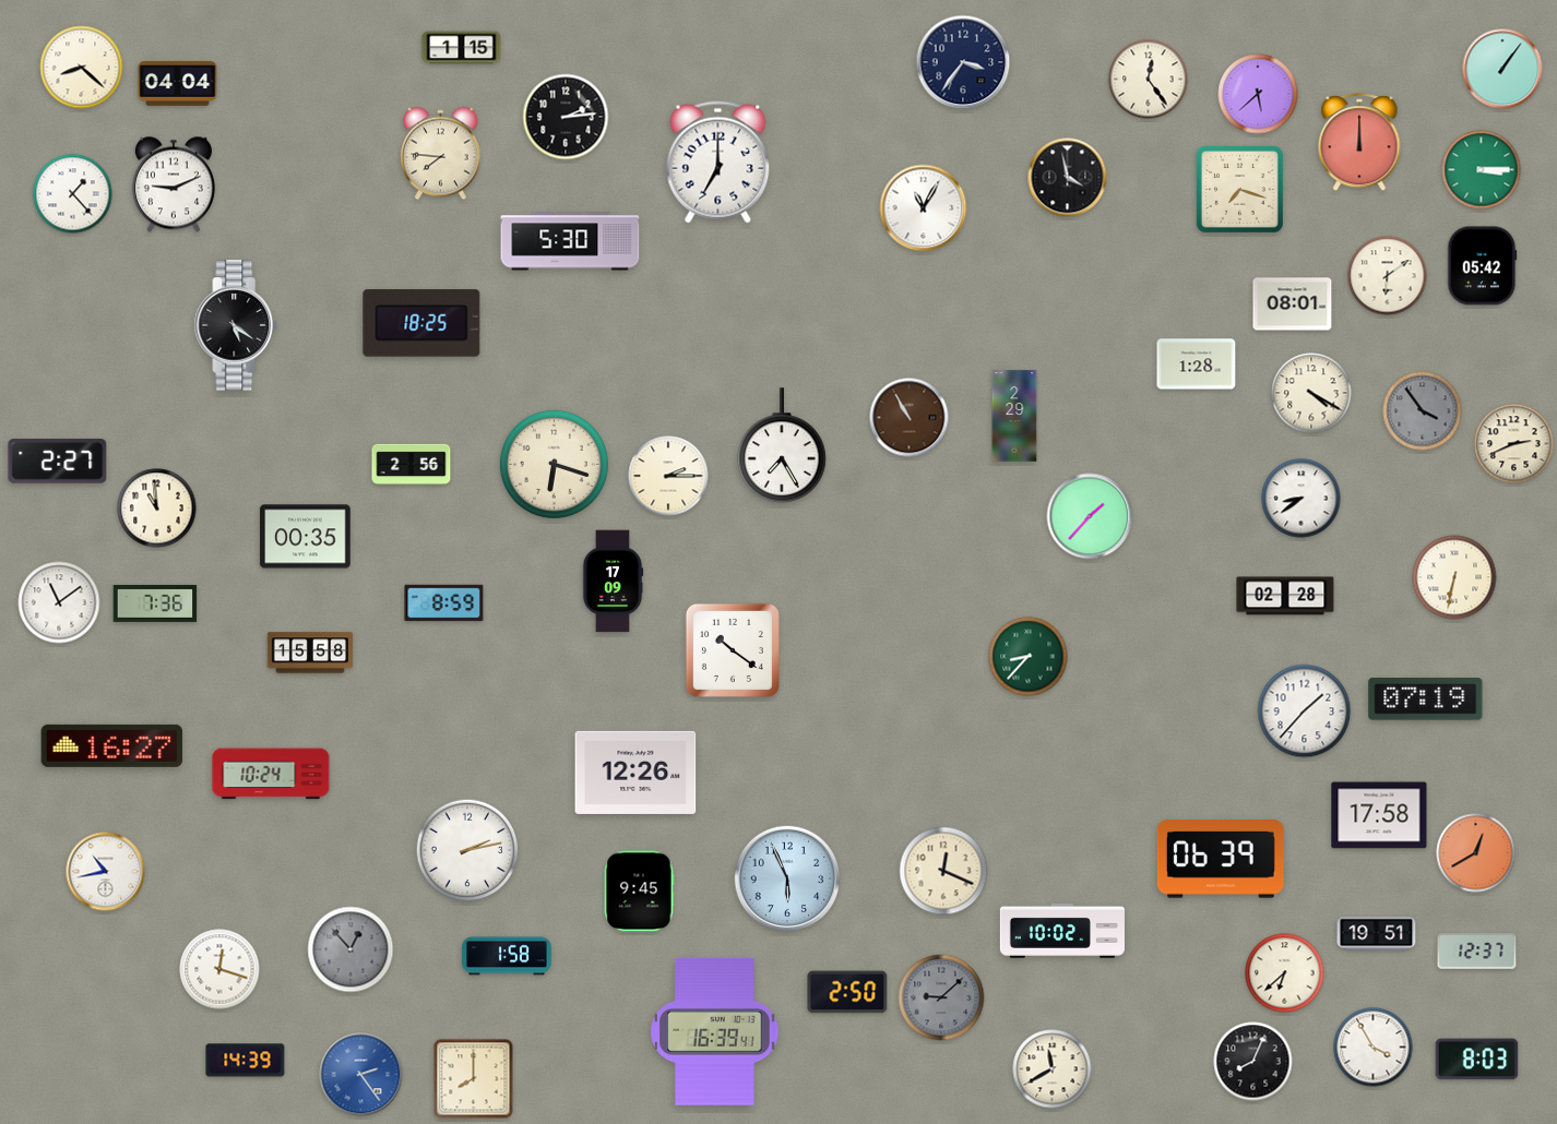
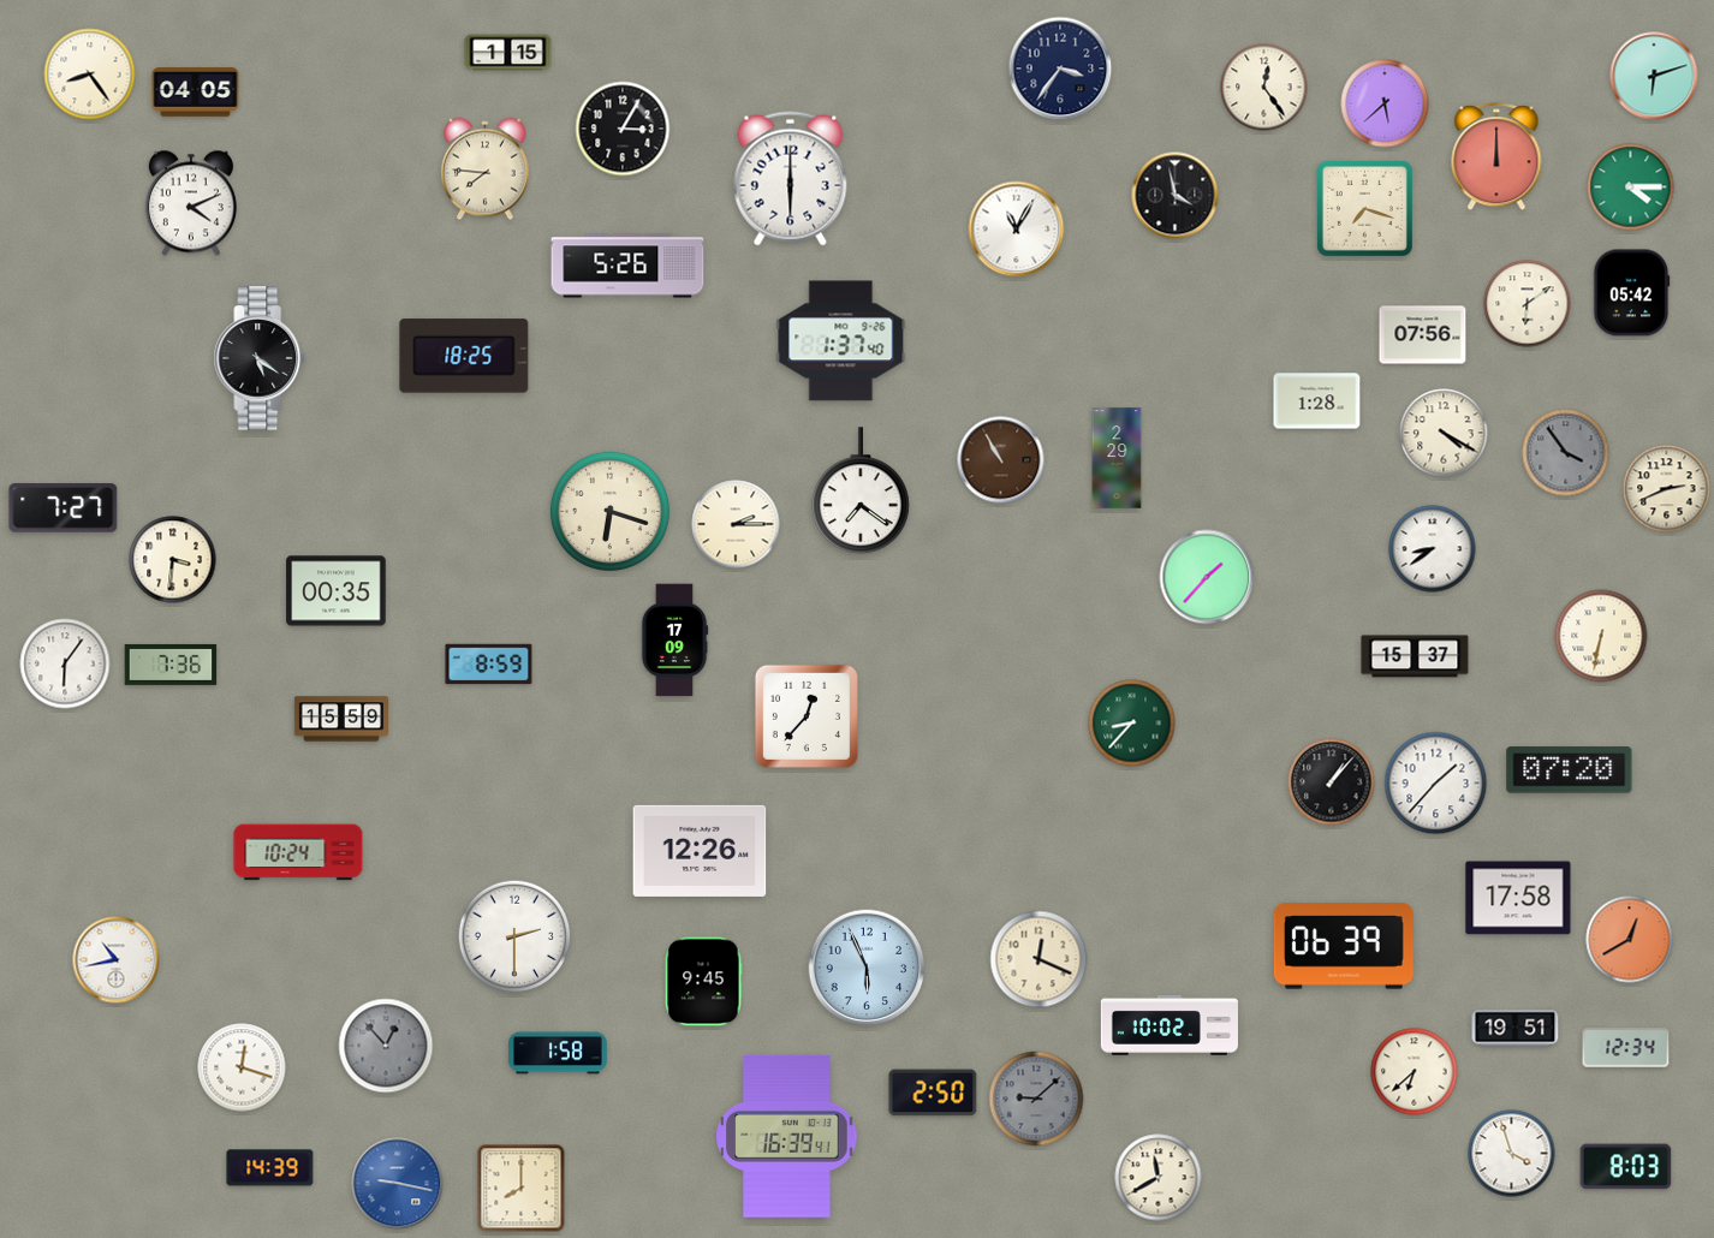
clock at (82, 68): 8:22 -> 8:24
clock at (1502, 69): 1:06 -> 6:12
clock at (178, 84): 04:04 -> 04:05
clock at (566, 117): 2:14 -> 3:05
clock at (718, 163): 7:00 -> 6:00
clock at (1482, 170): 3:15 -> 4:15
clock at (174, 184): 9:11 -> 4:11
clock at (73, 194): 1:23 -> none
clock at (570, 241): 5:30 -> 5:26
clock at (1293, 304): 08:01 -> 07:56
clock at (841, 341): none -> 1:37
clock at (783, 445): 7:25 -> 7:21
clock at (58, 462): 2:27 -> 7:27
clock at (412, 465): 2:56 -> none
clock at (157, 509): 10:59 -> 3:31
clock at (1090, 516) position: (1090, 516) -> (1207, 577)
clock at (1285, 596): 02:28 -> 15:37
clock at (59, 602): 11:09 -> 6:06
clock at (733, 650): 10:21 -> 12:37
clock at (310, 653): 15:58 -> 15:59
clock at (1426, 699): 07:19 -> 07:20
clock at (1332, 782): none -> 1:07
clock at (112, 745): 16:27 -> none
clock at (467, 850): 2:13 -> 2:30
clock at (1476, 853) position: (1476, 853) -> (1630, 940)
clock at (1477, 952): 12:37 -> 12:34
clock at (1374, 1048): 3:55 -> 3:57
clock at (1253, 1062): 8:04 -> none
clock at (361, 1075): 2:24 -> 9:17
